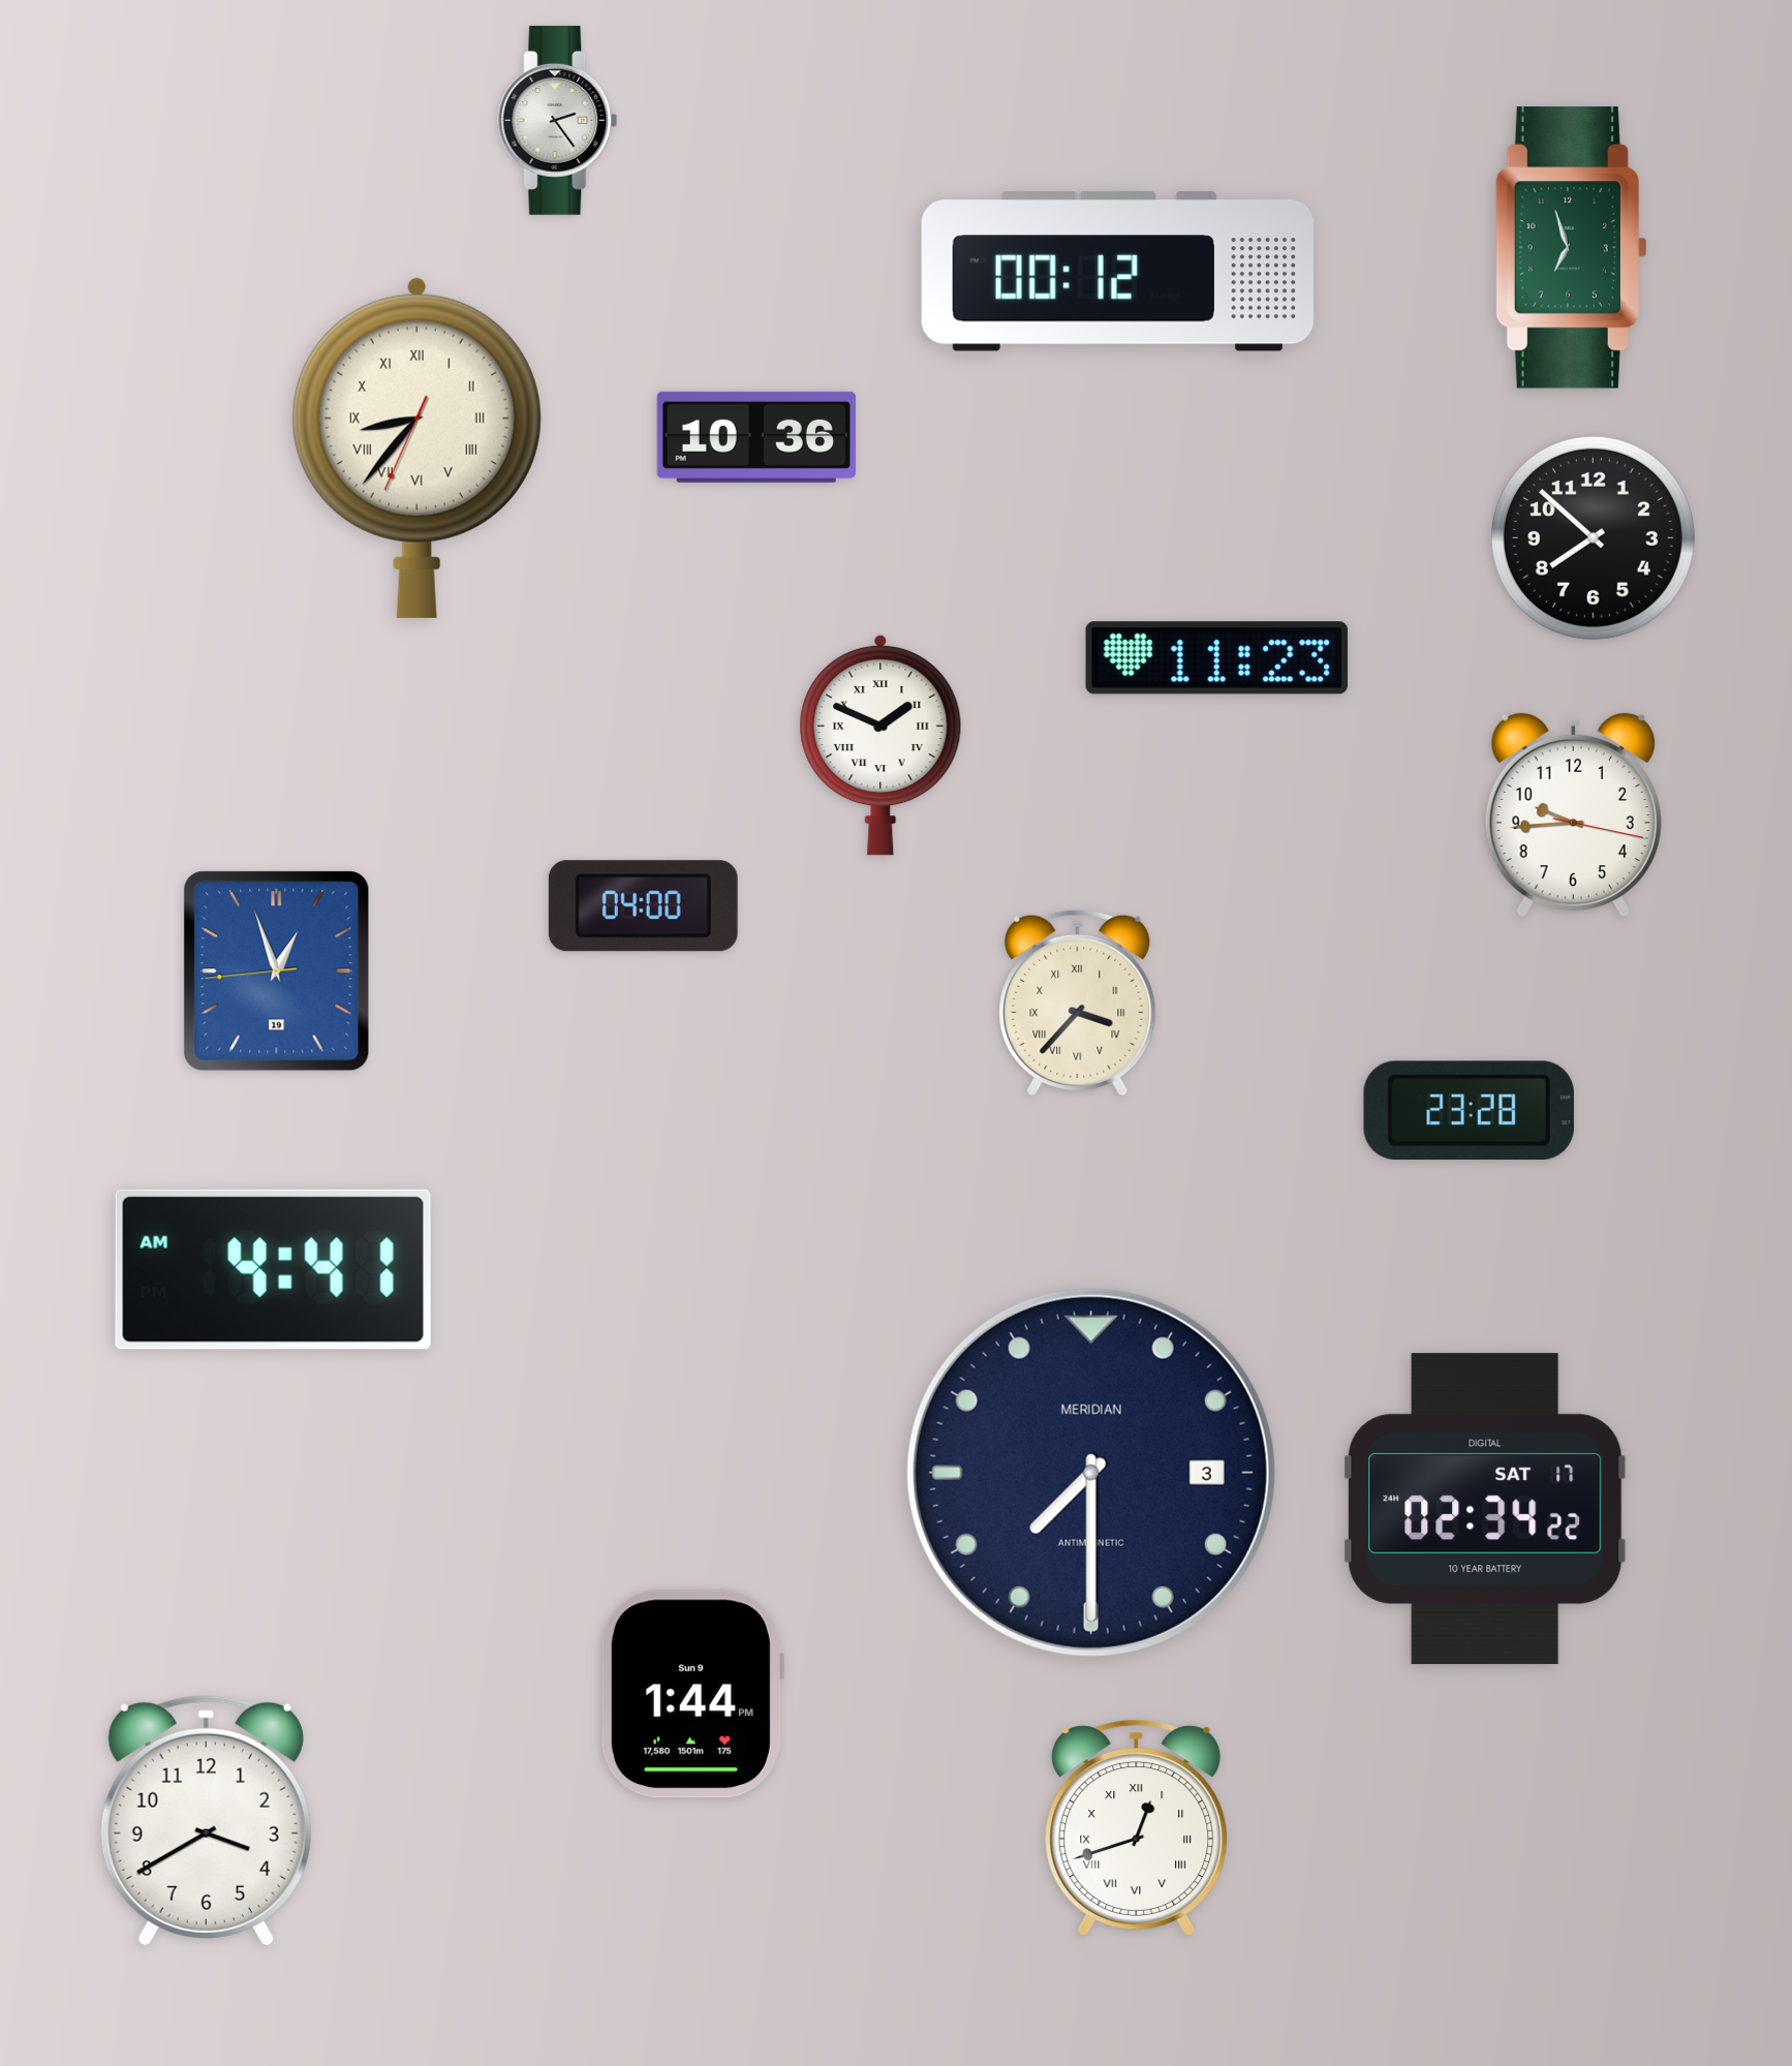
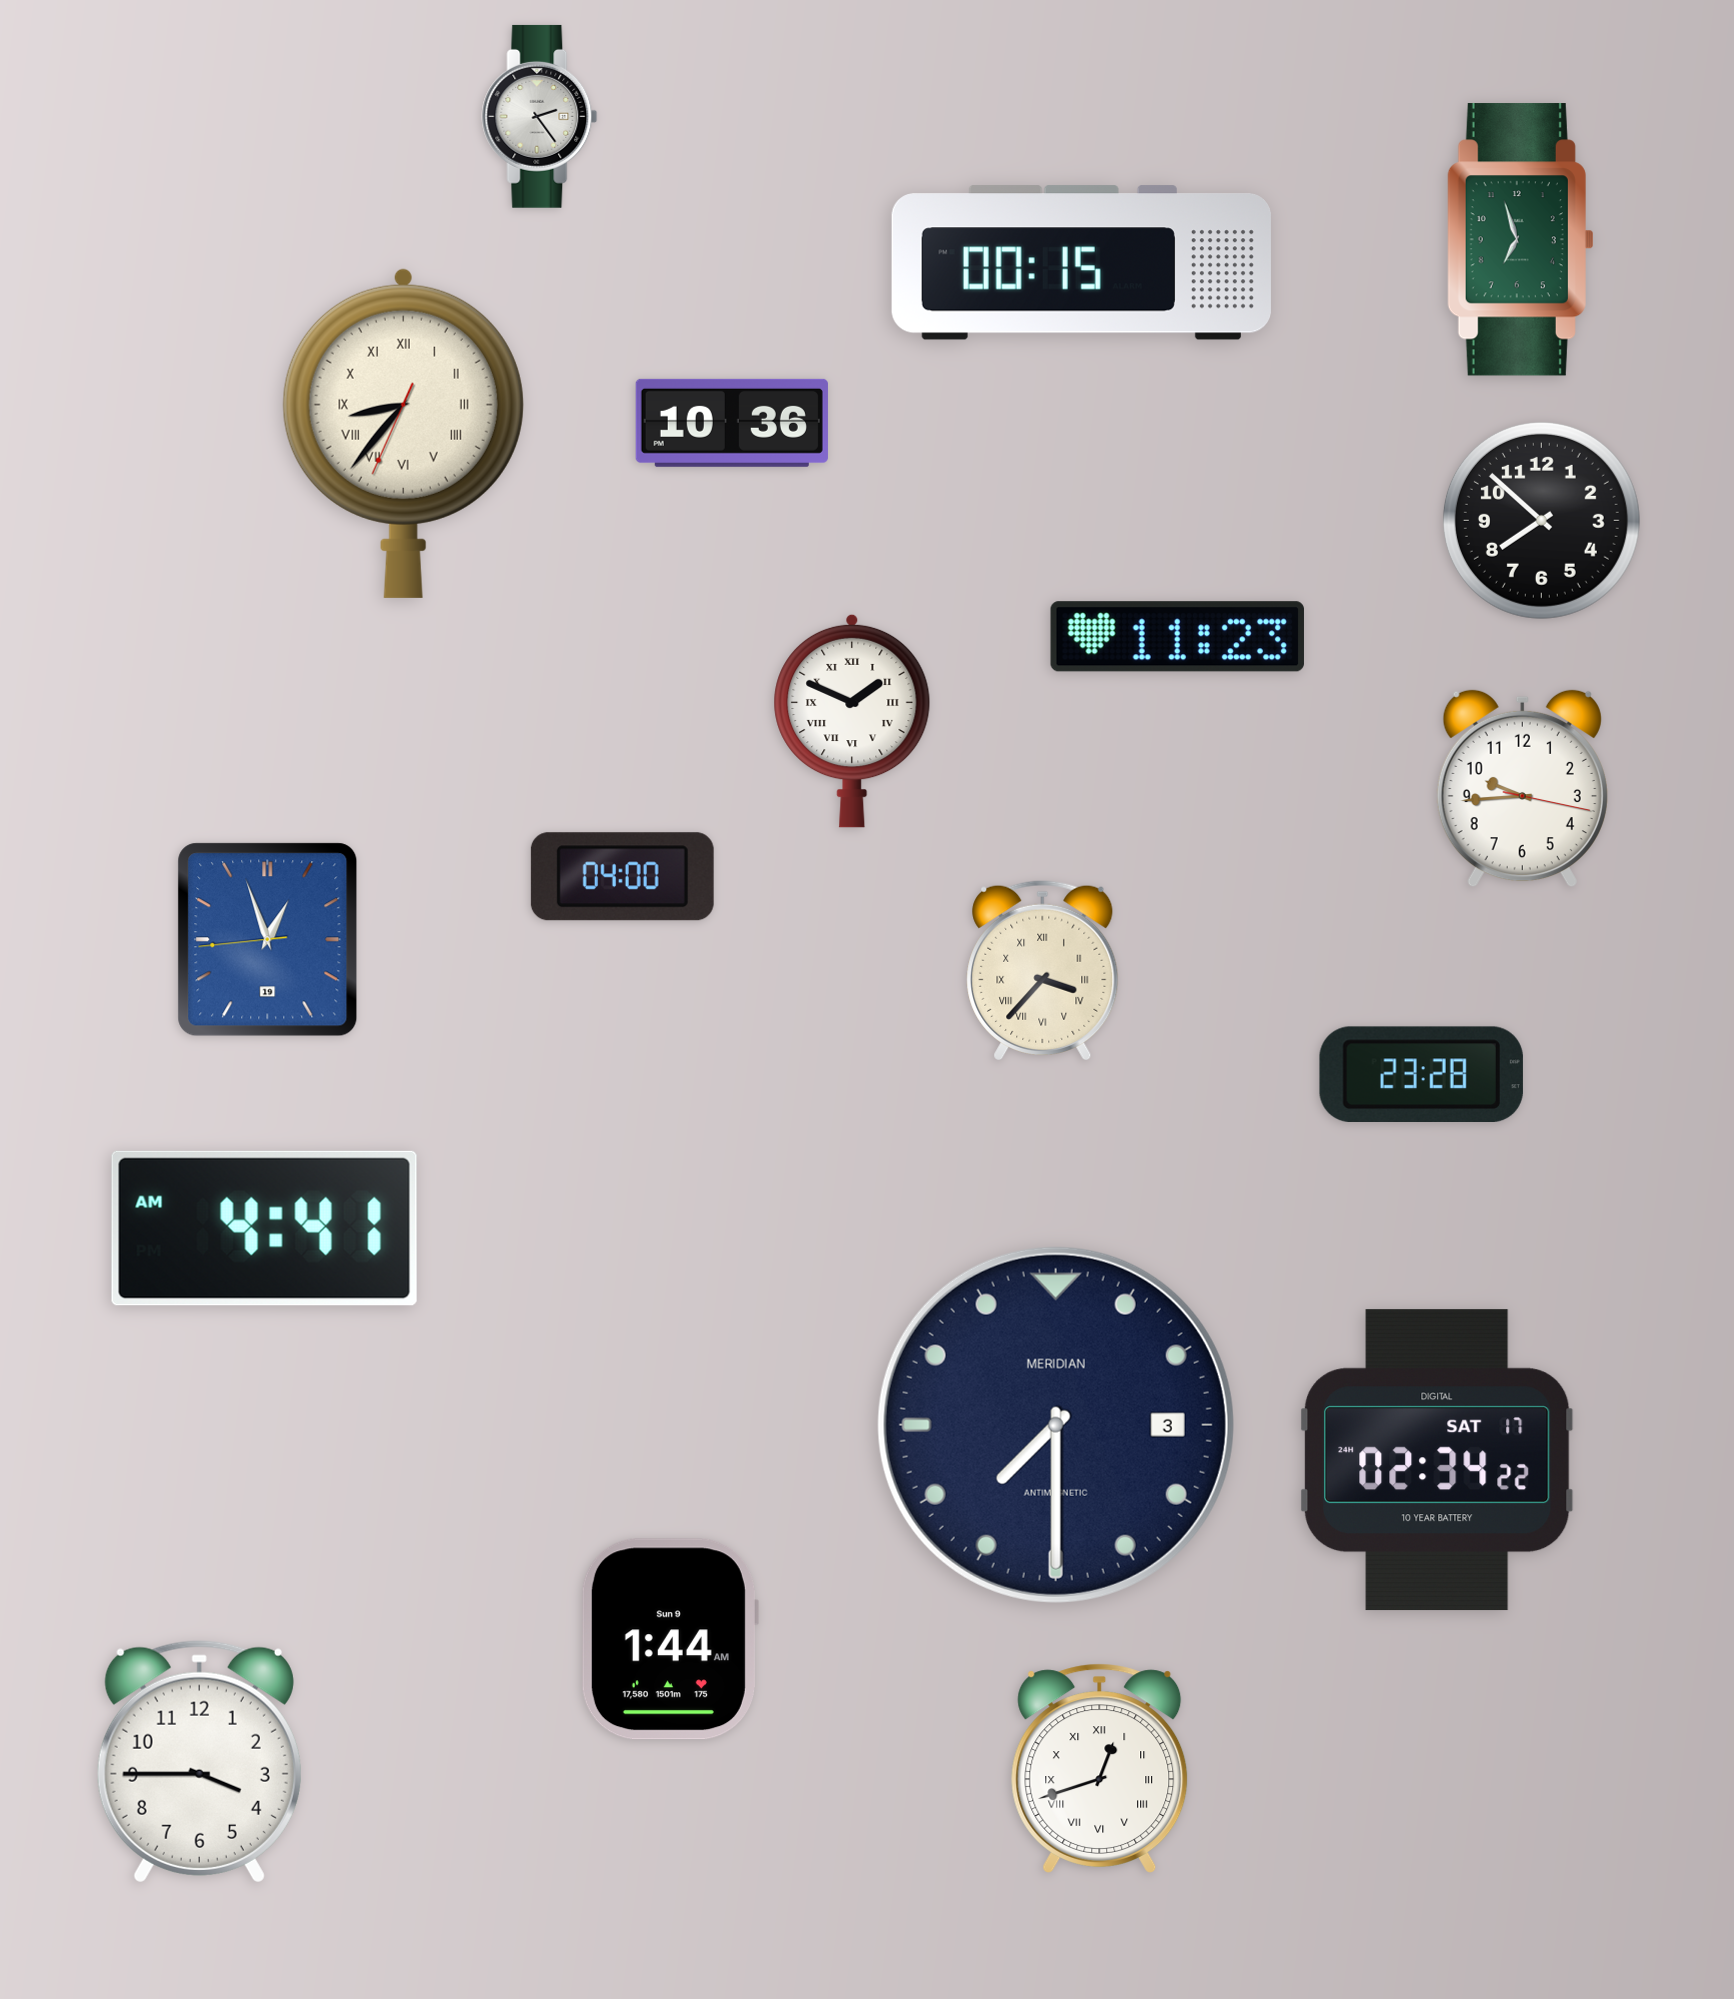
clock at (1117, 272): 00:12 -> 00:15
clock at (691, 1694): 1:44 PM -> 1:44 AM
clock at (206, 1820): 3:40 -> 3:45
